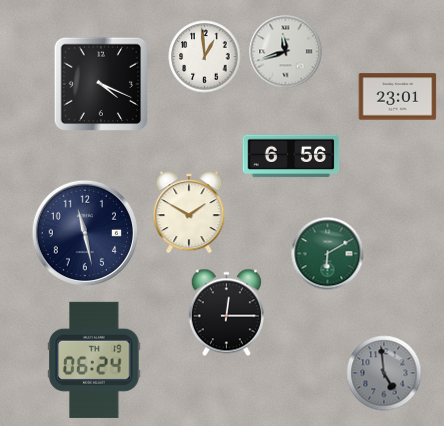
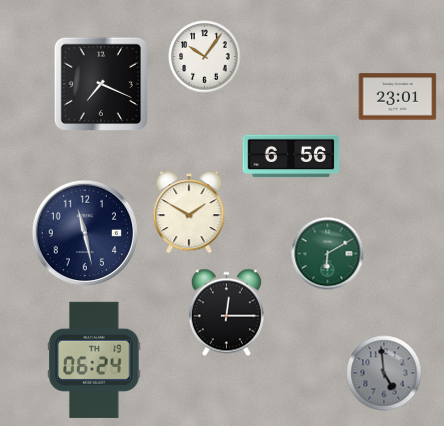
clock at (286, 52): 11:42 -> none
clock at (205, 57): 12:59 -> 10:06
clock at (101, 84): 4:19 -> 7:19
